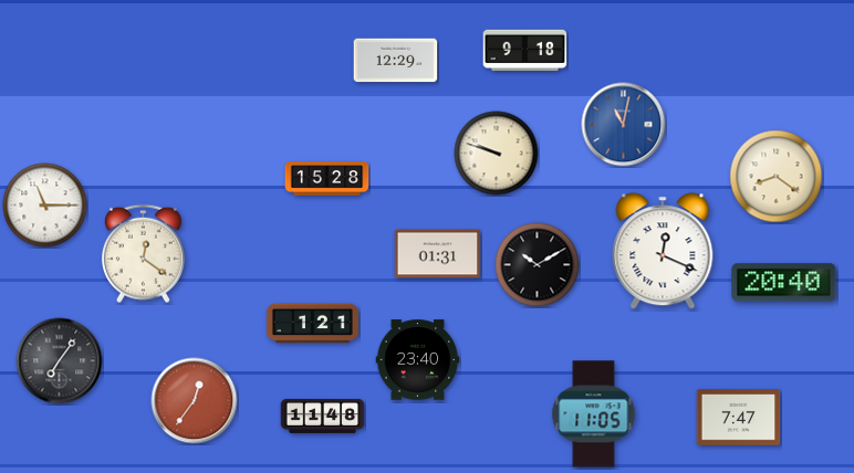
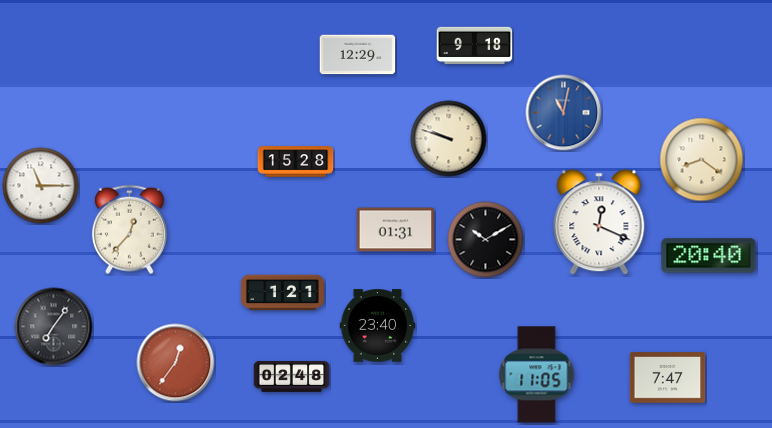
clock at (663, 251) position: (663, 251) -> (599, 222)
clock at (143, 254): 12:21 -> 12:37
clock at (323, 416): 11:48 -> 02:48
